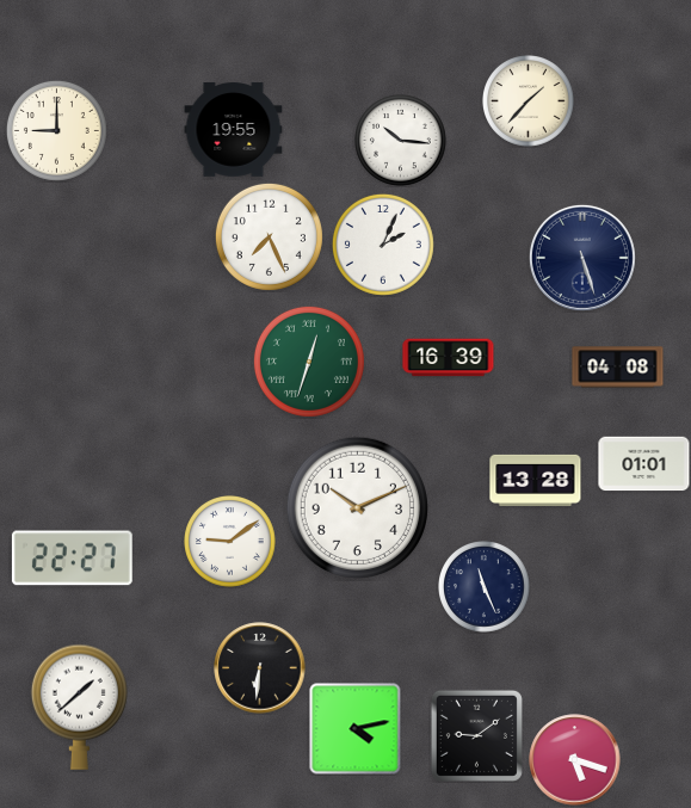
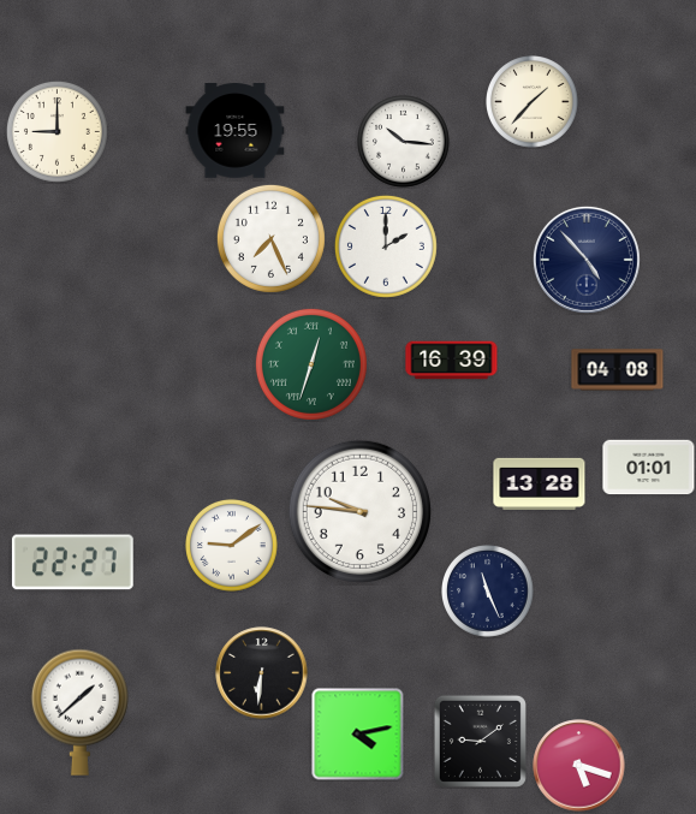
clock at (383, 245): 2:04 -> 2:00
clock at (582, 258): 5:27 -> 4:53
clock at (618, 368) position: (618, 368) -> (618, 370)
clock at (357, 507): 10:11 -> 9:46
